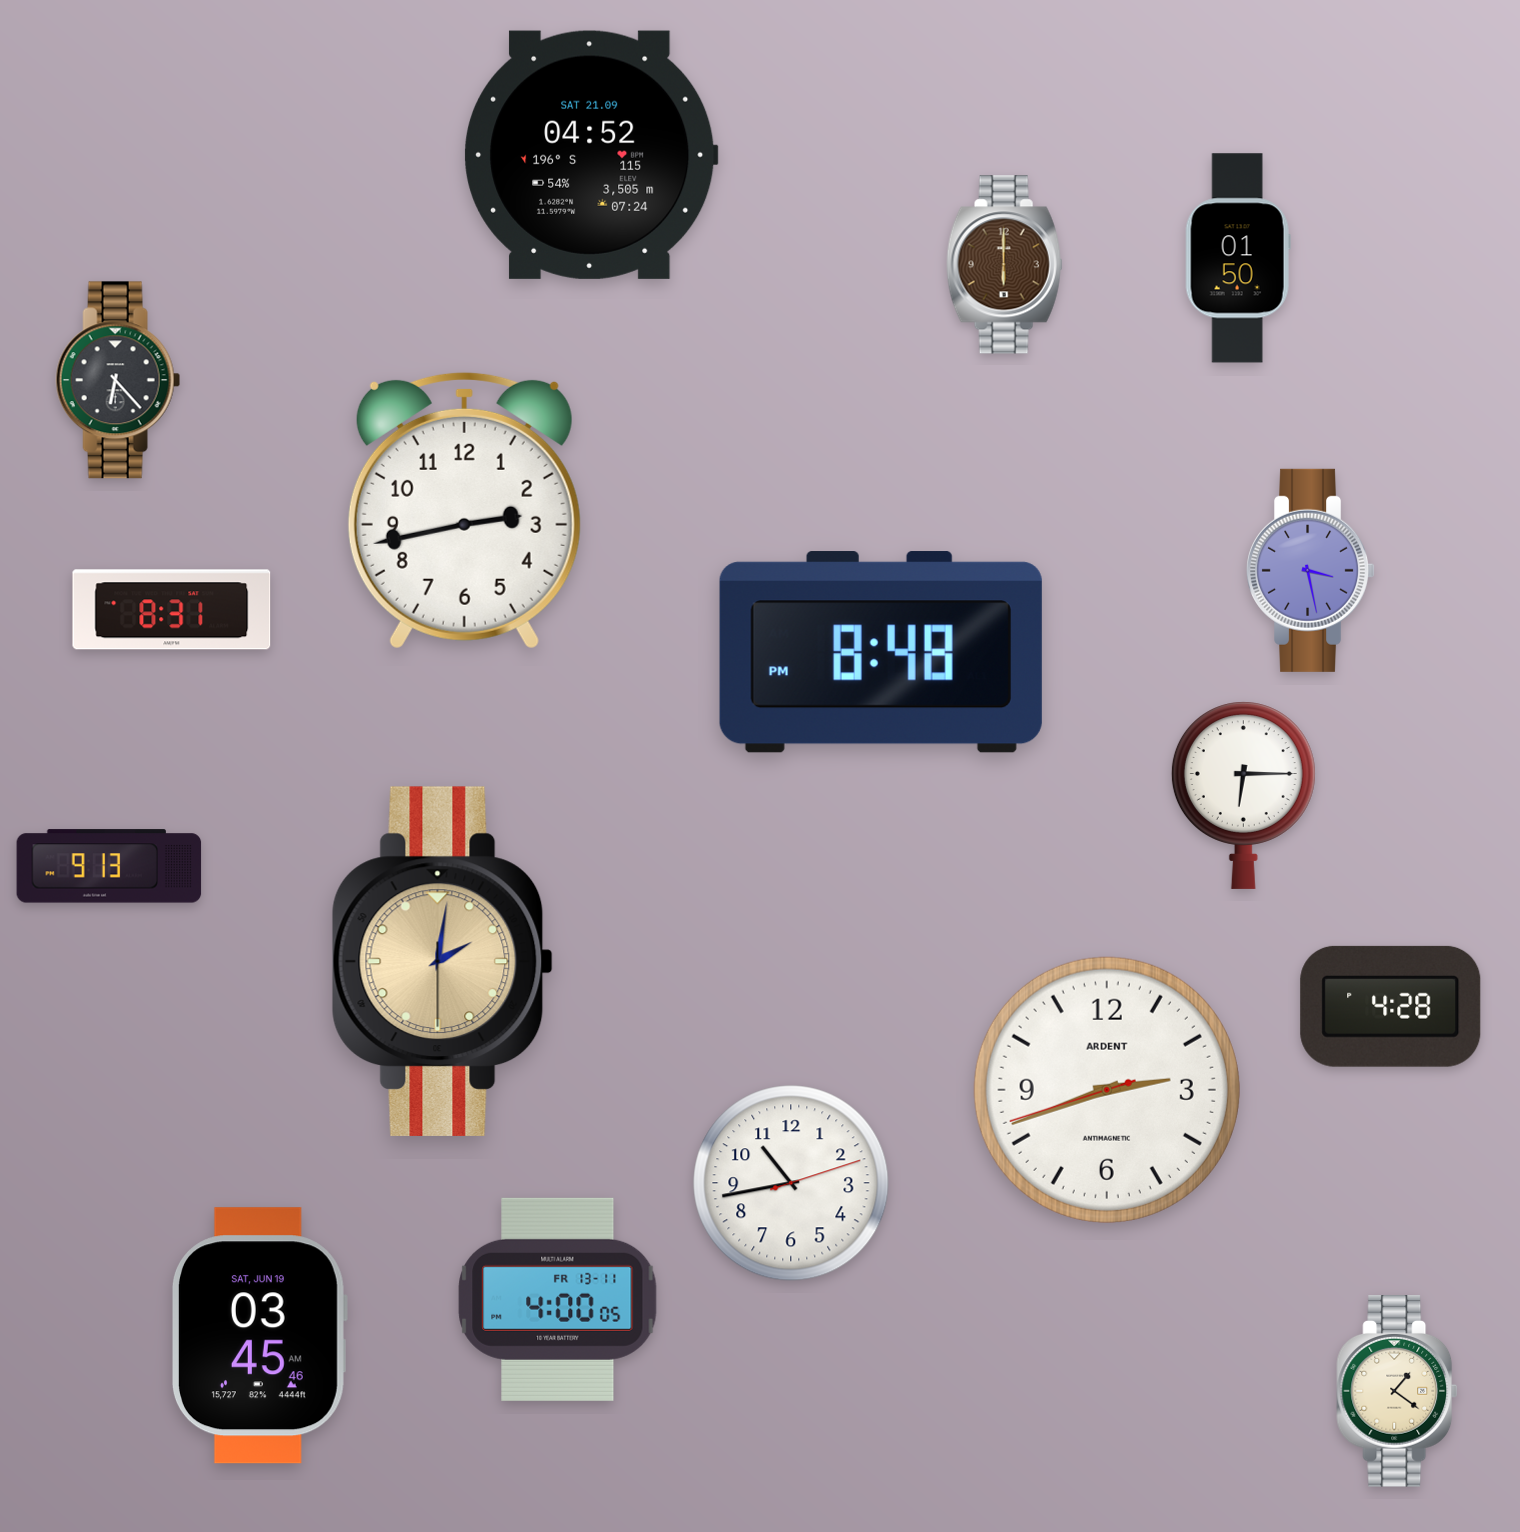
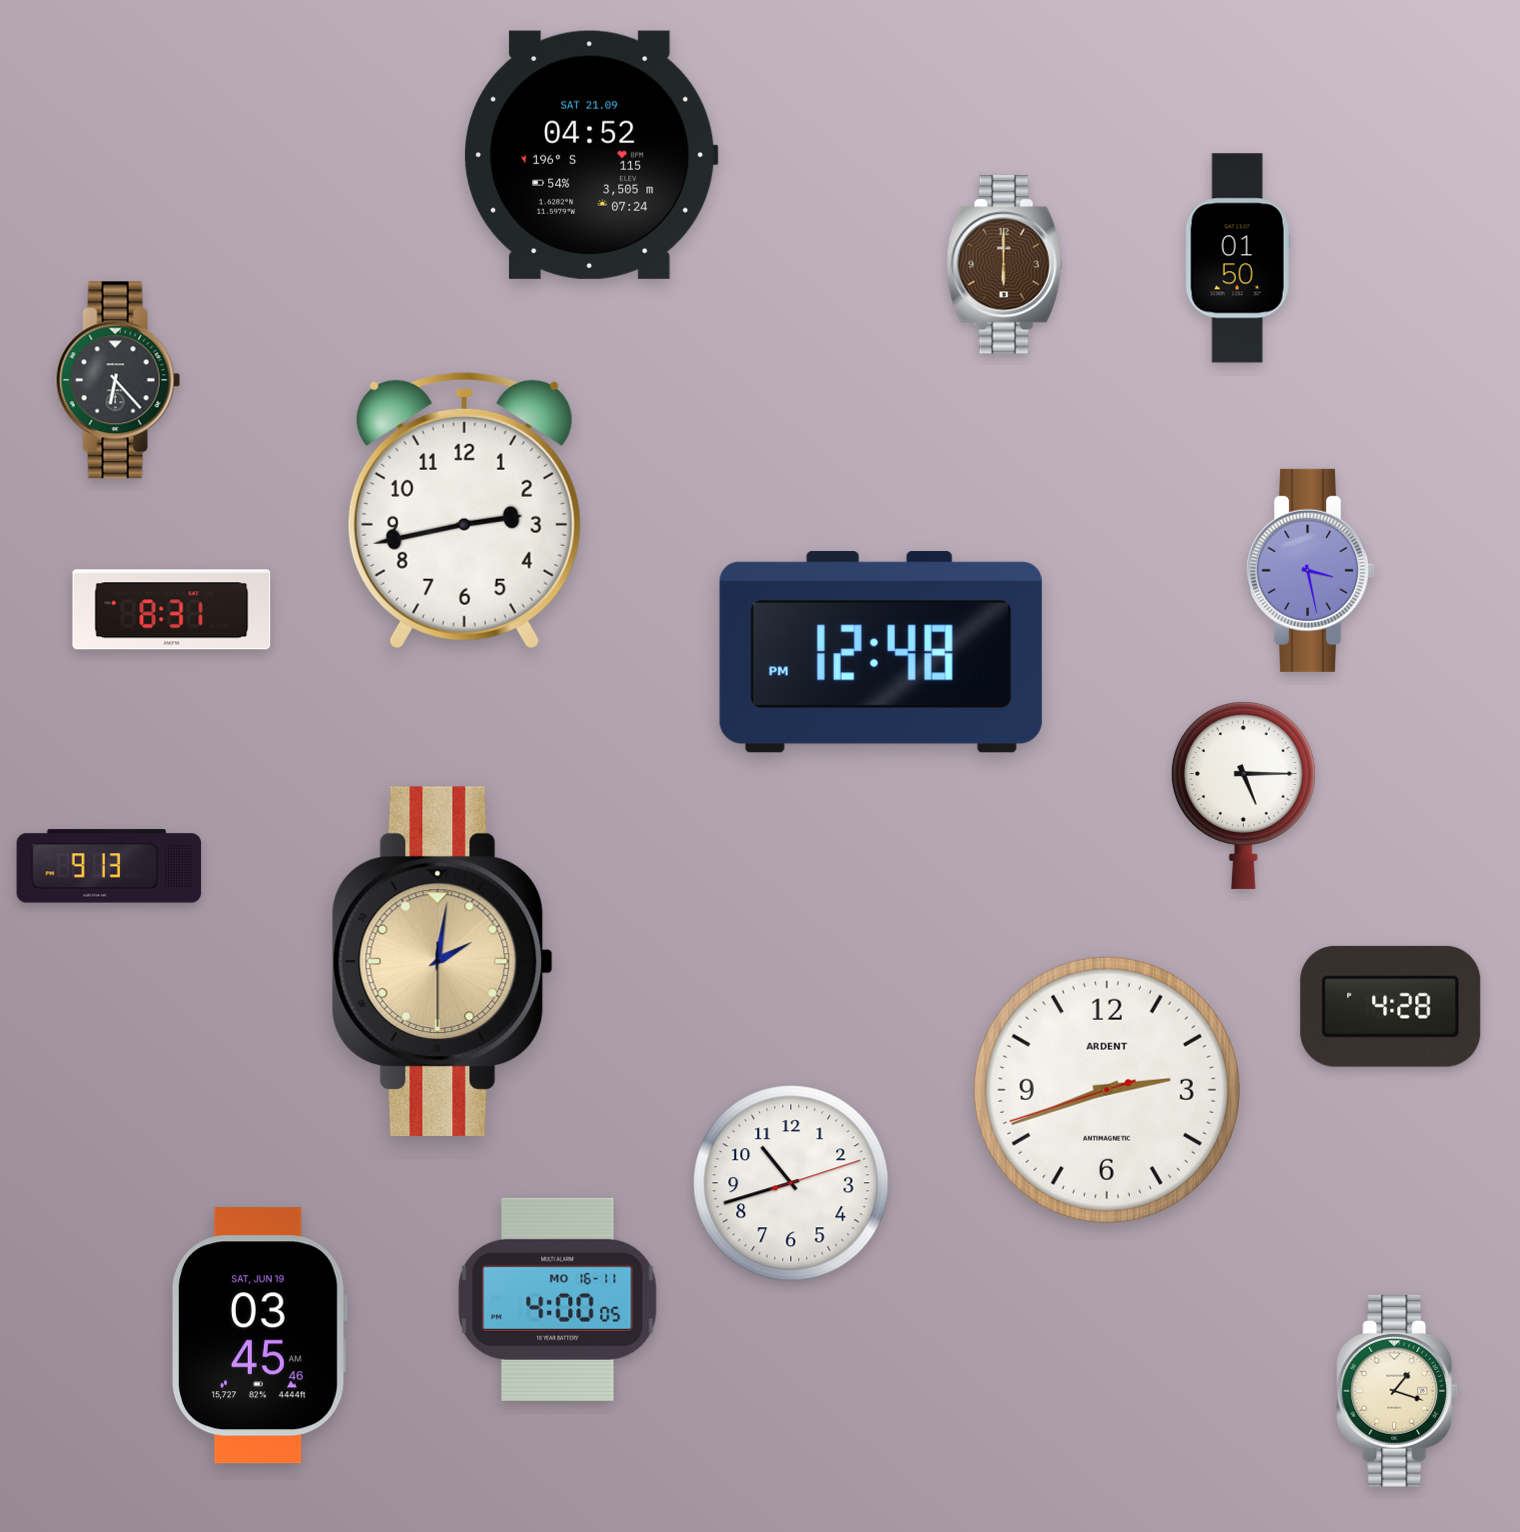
clock at (881, 652): 8:48 -> 12:48
clock at (1243, 795): 6:15 -> 5:15
clock at (791, 1183): 10:43 -> 10:42
clock at (558, 1299) date: FR 13-11 -> MO 16-11
clock at (1397, 1391): 1:21 -> 1:18
